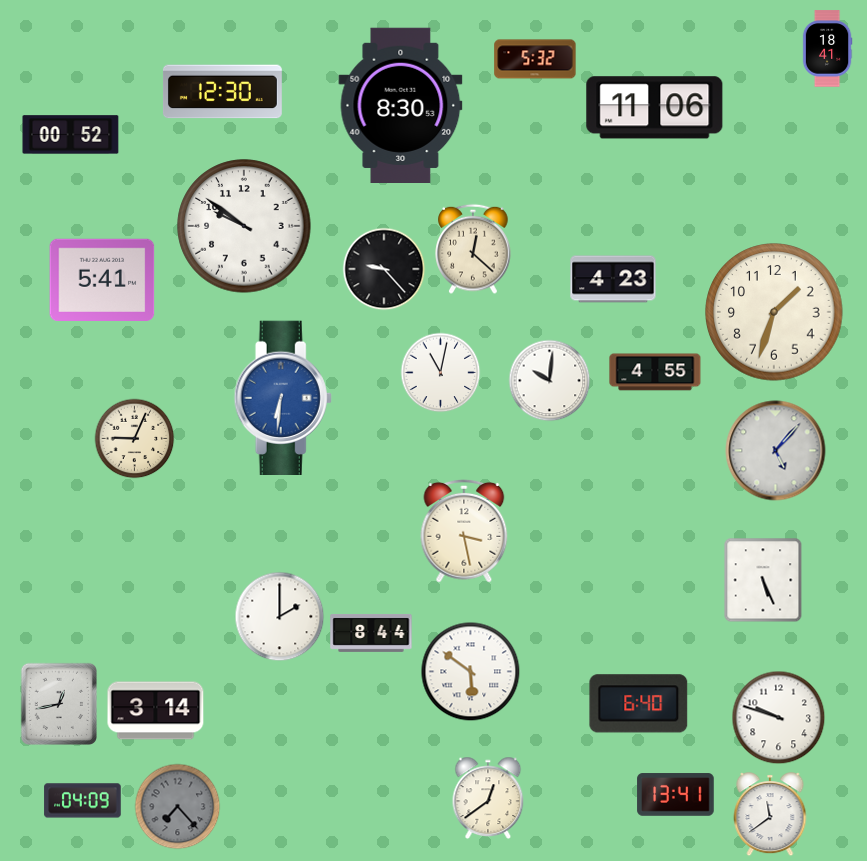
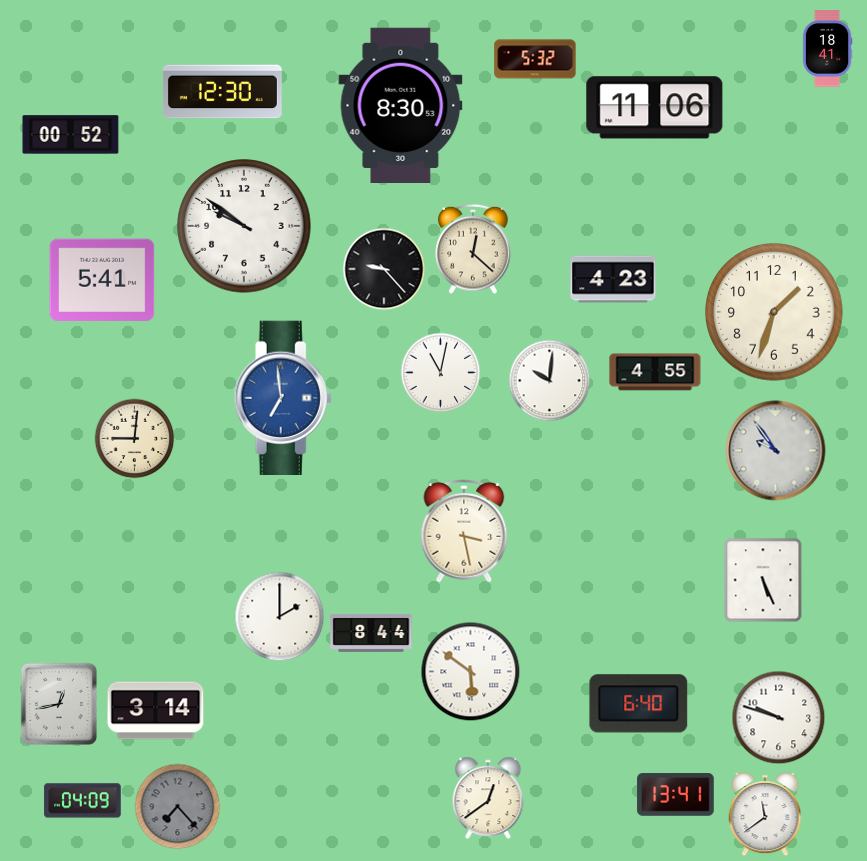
clock at (283, 397): 6:31 -> 6:59
clock at (134, 438): 9:04 -> 9:01
clock at (776, 451): 5:07 -> 9:54
clock at (770, 814) position: (770, 814) -> (765, 814)
